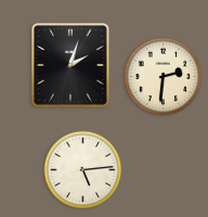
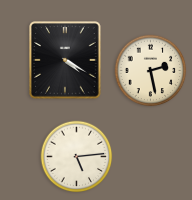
clock at (70, 65): 2:03 -> 4:20
clock at (164, 77): 2:31 -> 2:28
